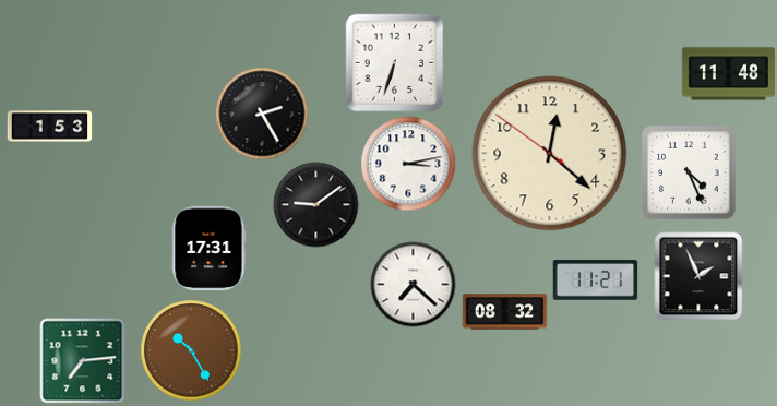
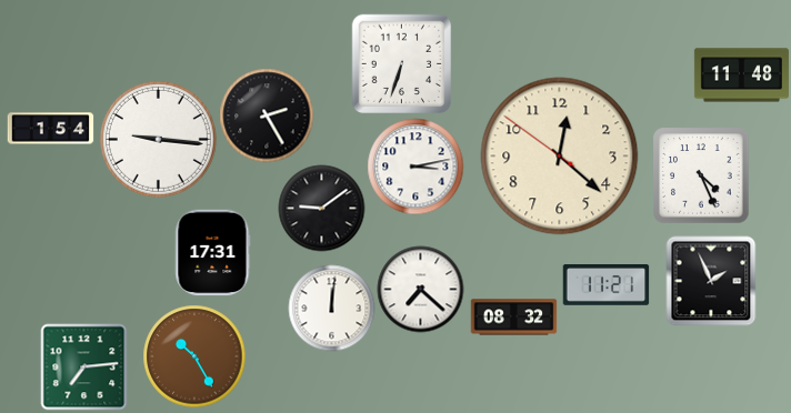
clock at (49, 127): 1:53 -> 1:54
clock at (158, 139): none -> 9:16
clock at (331, 308): none -> 12:01
